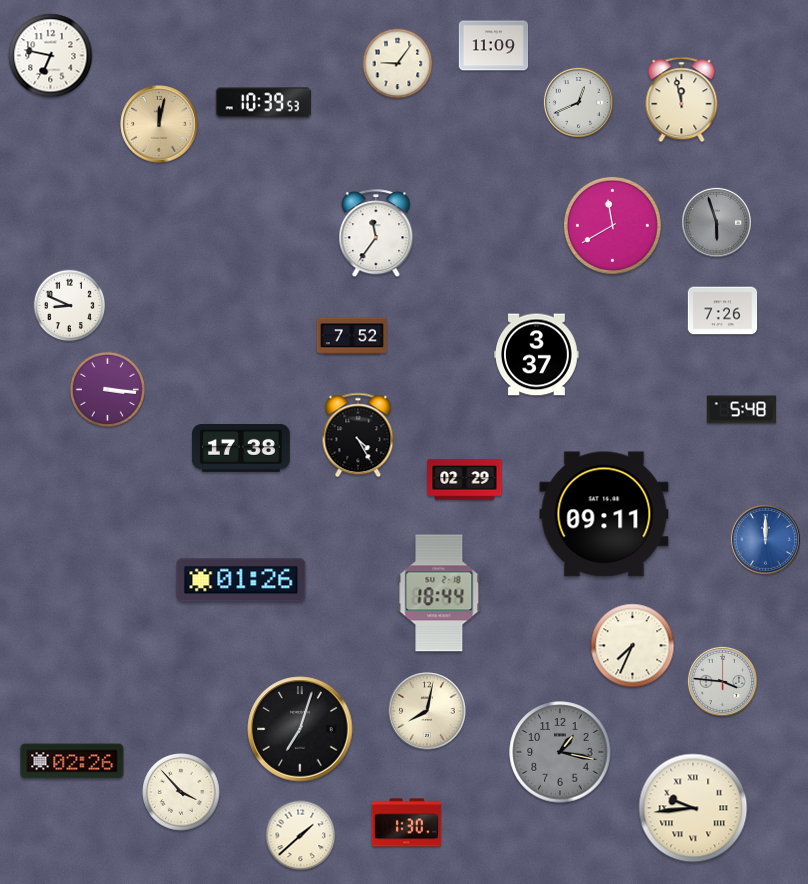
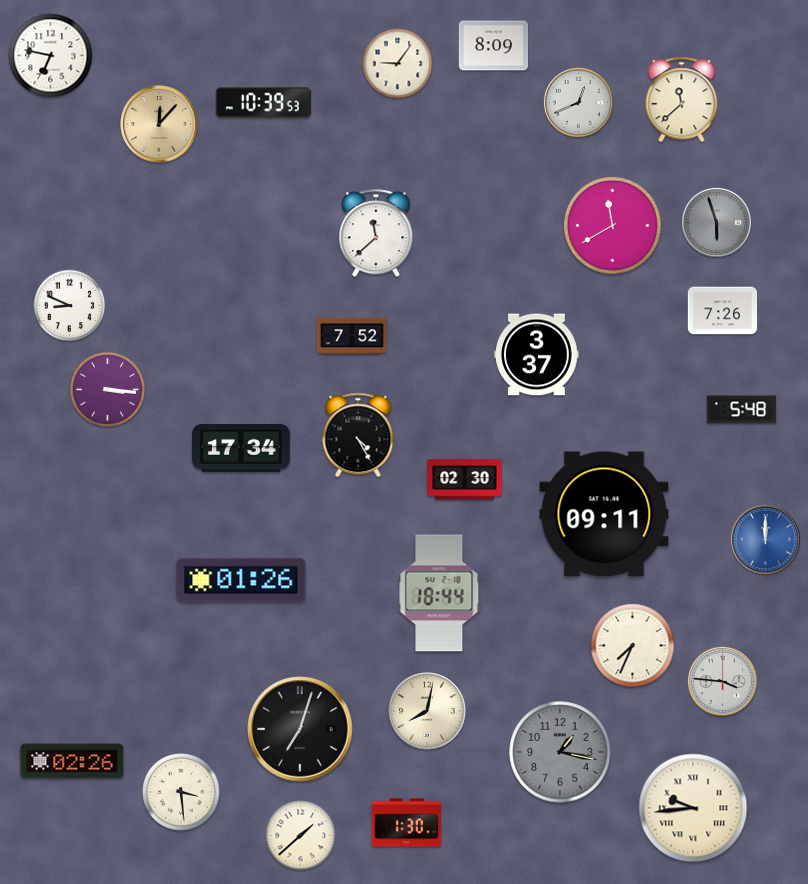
clock at (494, 46): 11:09 -> 8:09
clock at (682, 100): 11:58 -> 11:38
clock at (159, 124): 12:02 -> 12:07
clock at (376, 234): 11:36 -> 11:38
clock at (241, 449): 17:38 -> 17:34
clock at (465, 480): 02:29 -> 02:30
clock at (181, 792): 3:53 -> 3:29
